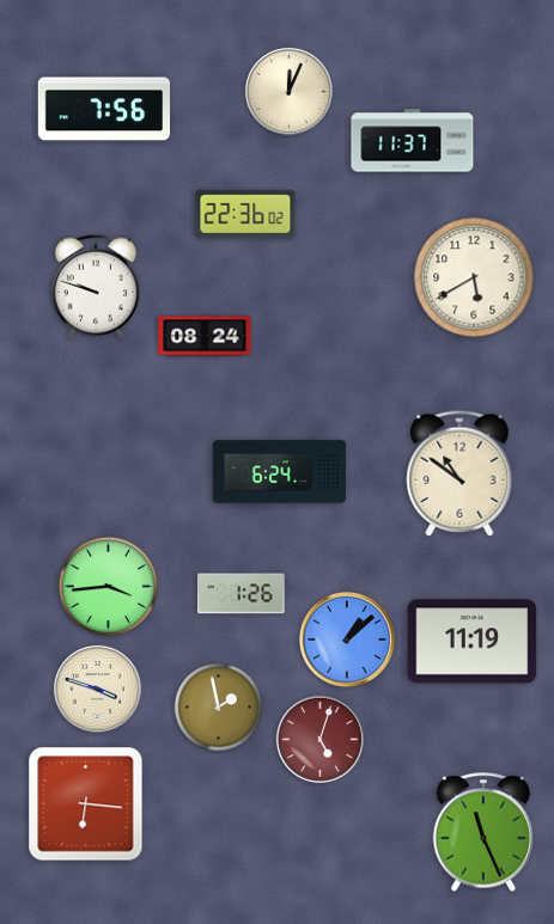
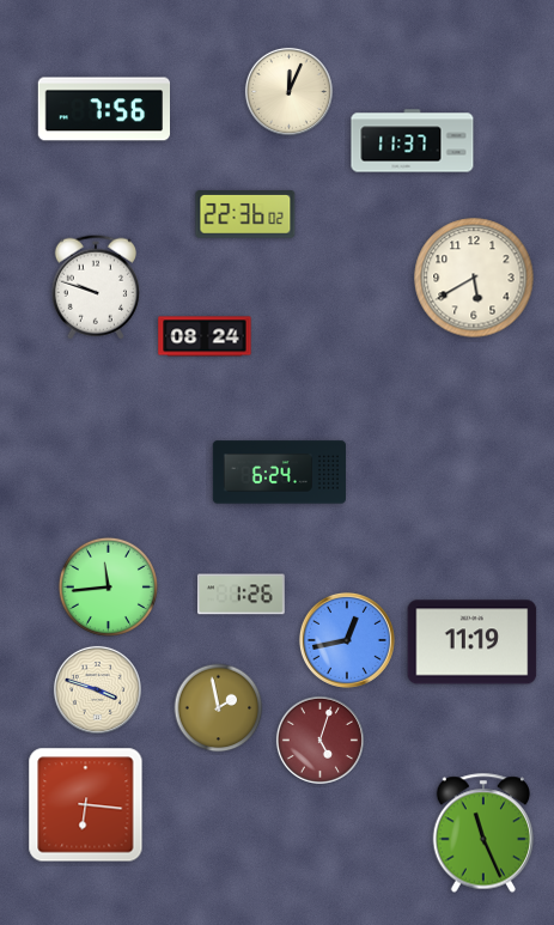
clock at (459, 473): 10:51 -> none
clock at (108, 586): 3:44 -> 11:44
clock at (347, 640): 1:08 -> 12:43
